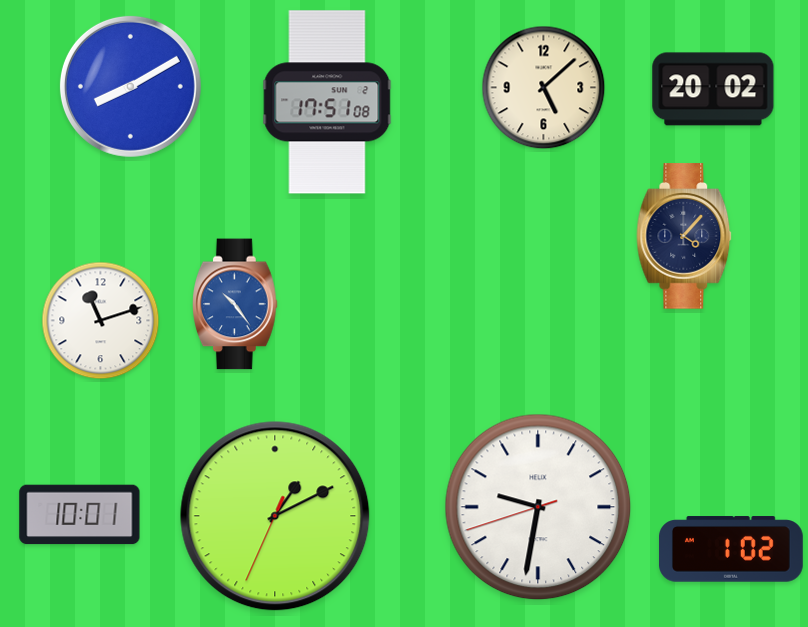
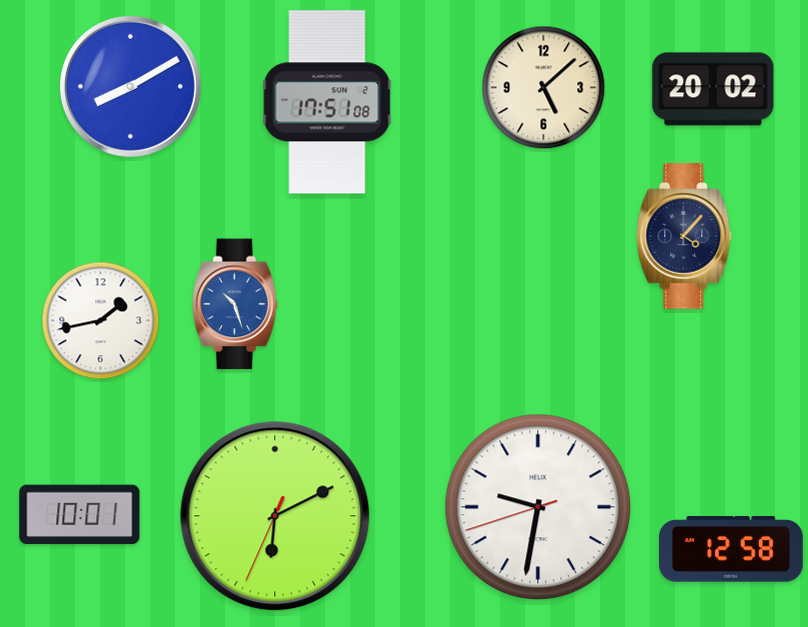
clock at (236, 304): 10:24 -> 10:27
clock at (101, 321): 11:12 -> 1:43
clock at (275, 516): 1:10 -> 6:10
clock at (732, 549): 1:02 -> 12:58
